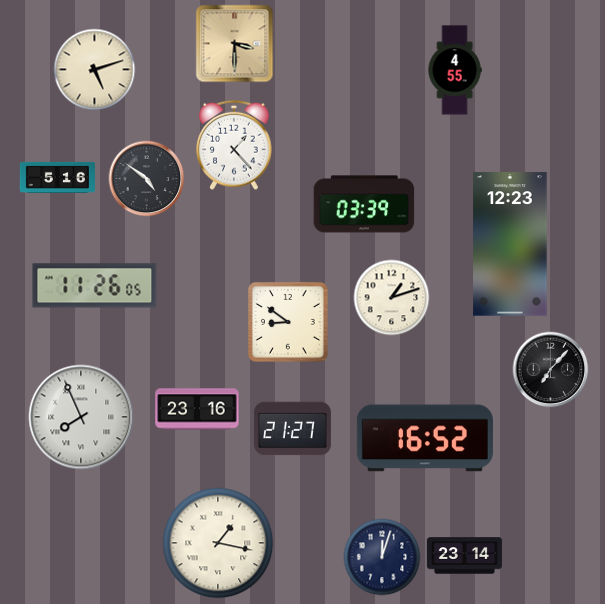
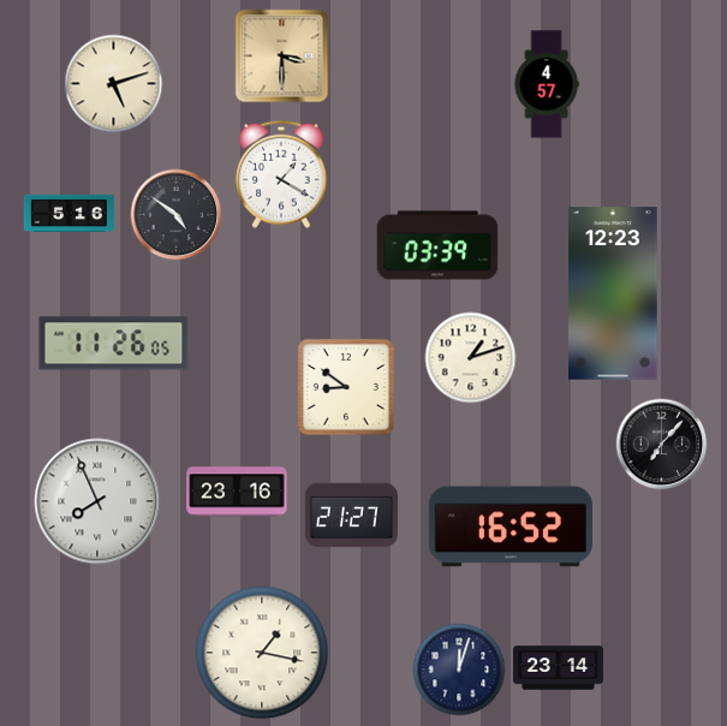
clock at (235, 44) position: (235, 44) -> (282, 56)
clock at (455, 70): 4:55 -> 4:57
clock at (234, 145): 1:23 -> 1:20
